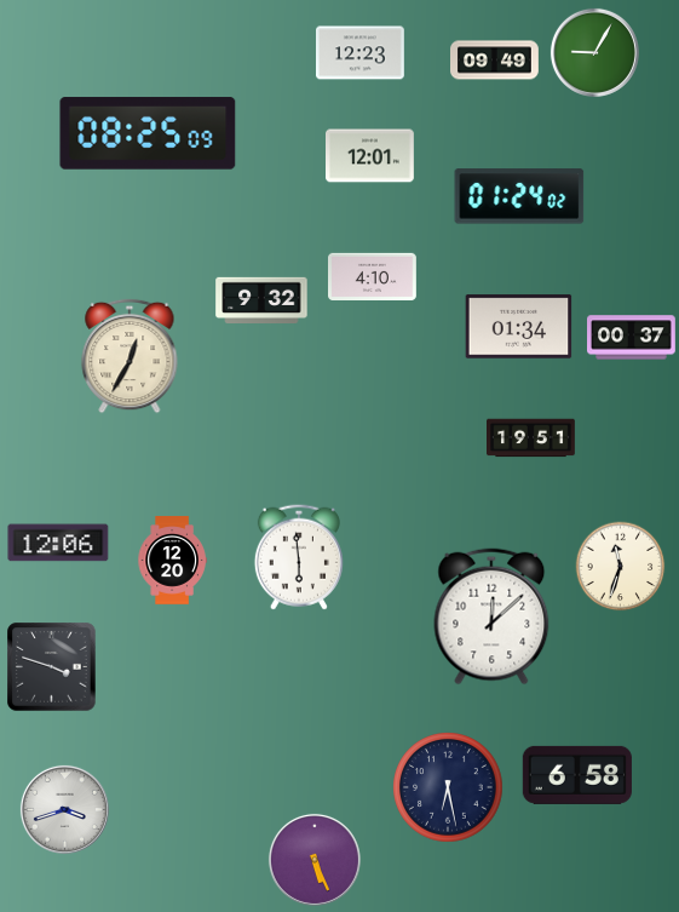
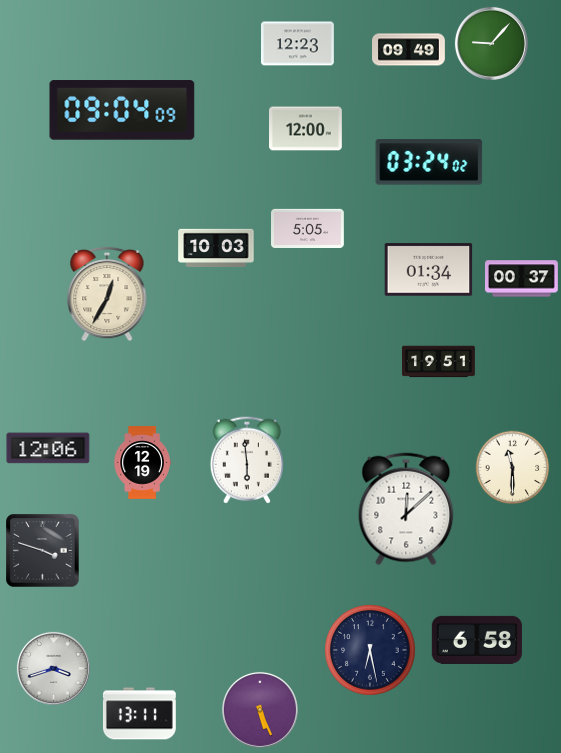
clock at (594, 52): 9:05 -> 9:07
clock at (148, 133): 08:25 -> 09:04
clock at (370, 156): 12:01 -> 12:00
clock at (519, 196): 01:24 -> 03:24
clock at (373, 276): 4:10 -> 5:05
clock at (261, 299): 9:32 -> 10:03
clock at (172, 561): 12:20 -> 12:19
clock at (621, 567): 11:33 -> 11:30
clock at (139, 714): none -> 13:11
